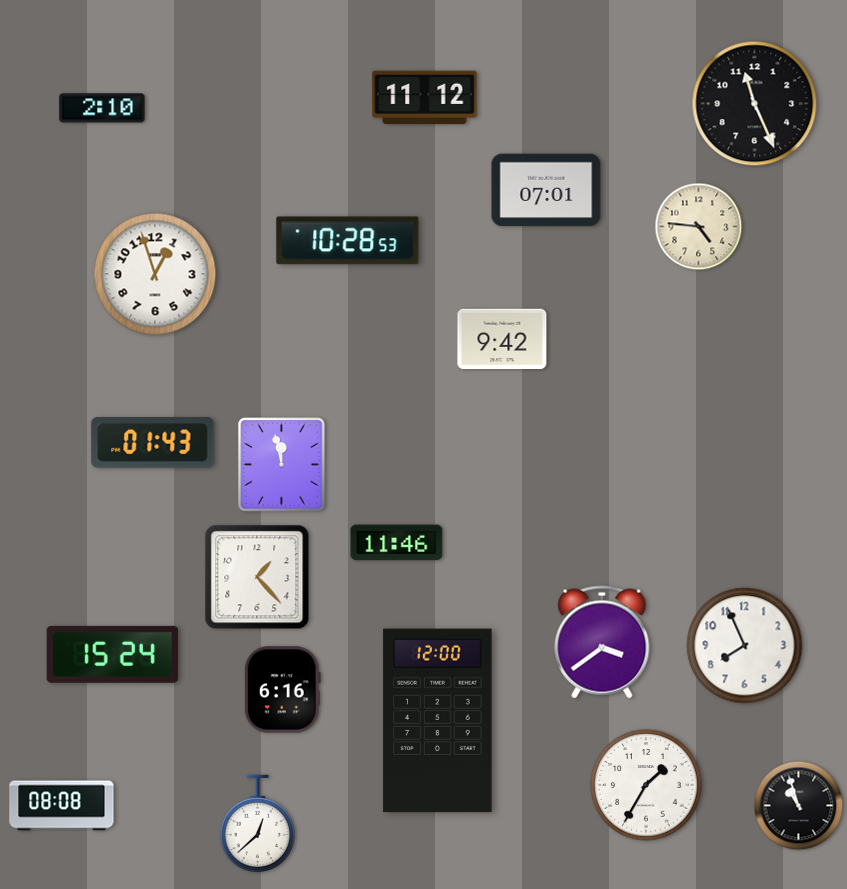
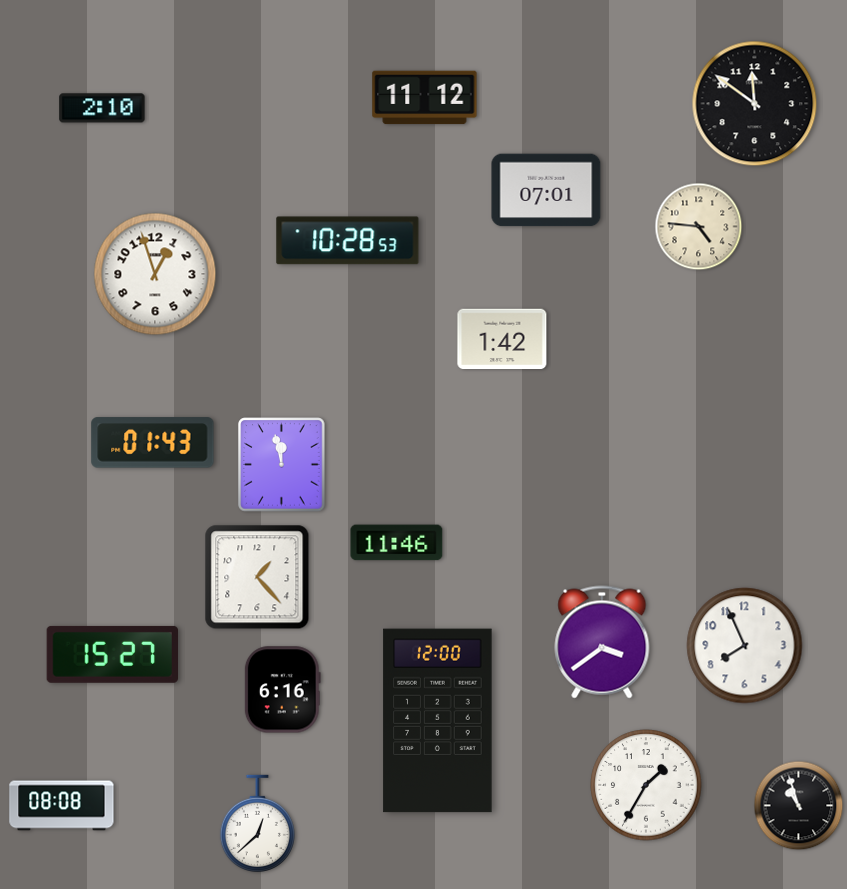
clock at (755, 104): 11:26 -> 11:51
clock at (502, 339): 9:42 -> 1:42
clock at (112, 654): 15:24 -> 15:27
